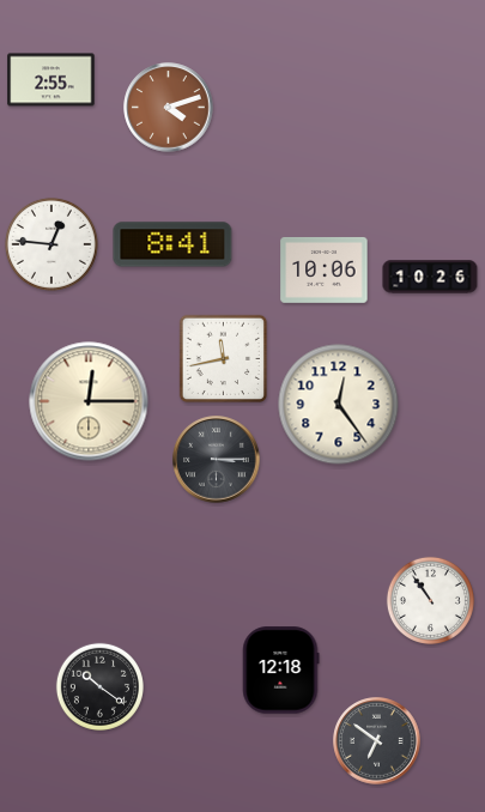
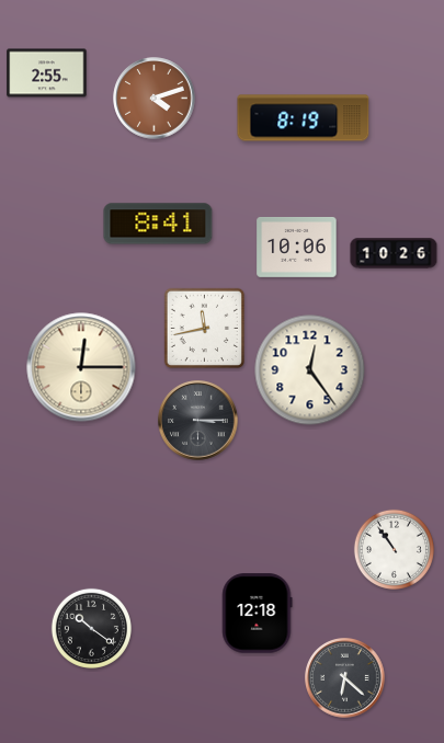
clock at (304, 118): none -> 8:19
clock at (51, 244): 12:46 -> none
clock at (377, 741): 6:51 -> 6:22
